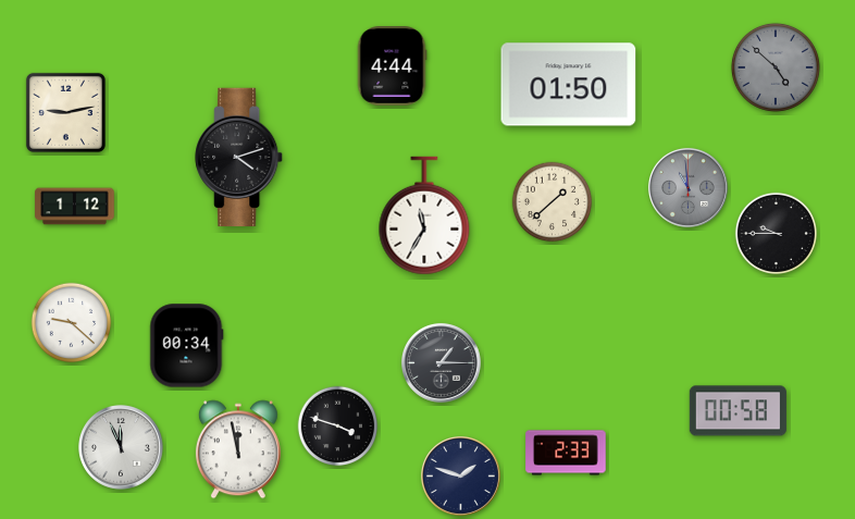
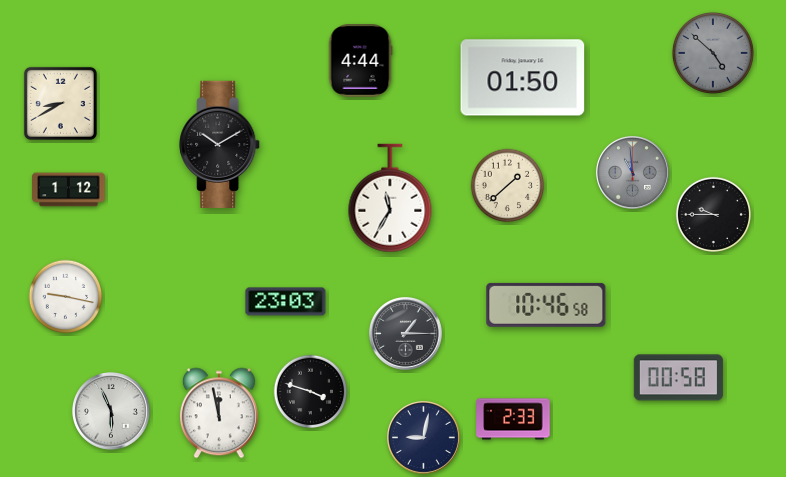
clock at (776, 67) position: (776, 67) -> (713, 53)
clock at (65, 112): 9:13 -> 8:40
clock at (239, 158): 4:12 -> 10:10
clock at (72, 323): 9:22 -> 9:17
clock at (286, 302): none -> 23:03
clock at (546, 305): none -> 10:46
clock at (187, 346): 00:34 -> none
clock at (122, 448): 11:56 -> 5:56
clock at (566, 453) position: (566, 453) -> (513, 419)
clock at (460, 475): 1:48 -> 9:02
